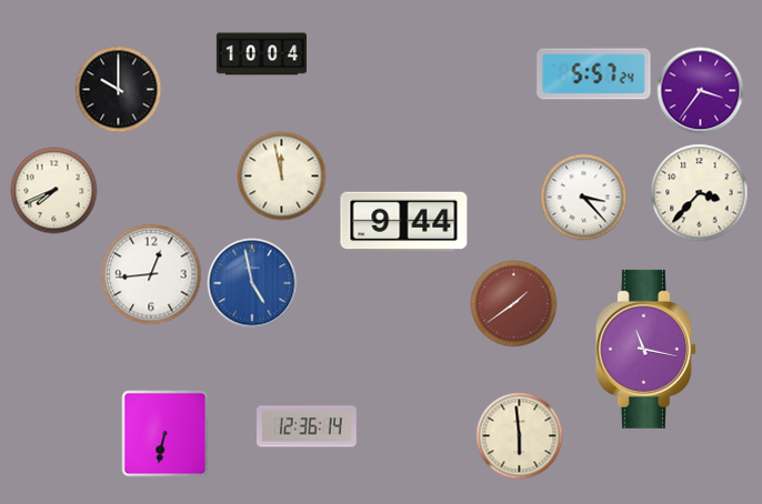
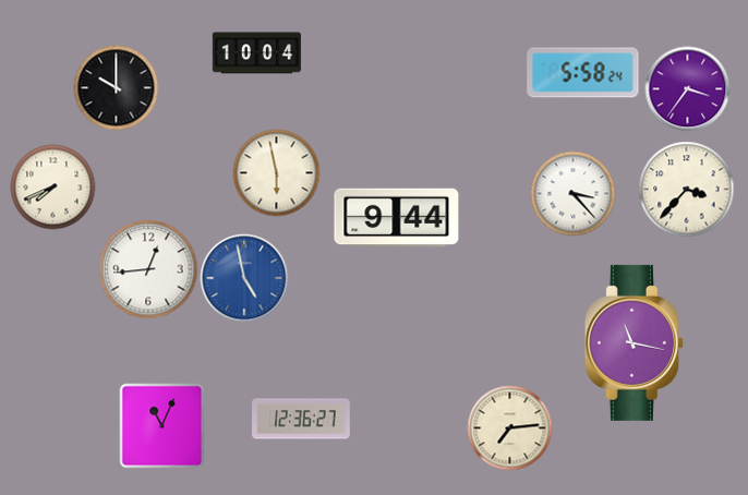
clock at (594, 74): 5:57 -> 5:58
clock at (281, 175): 11:58 -> 5:58
clock at (252, 283) position: (252, 283) -> (244, 278)
clock at (513, 303): 1:39 -> none
clock at (308, 426): 12:36:14 -> 12:36:27
clock at (164, 433): 6:32 -> 11:04
clock at (519, 435): 5:59 -> 7:14
